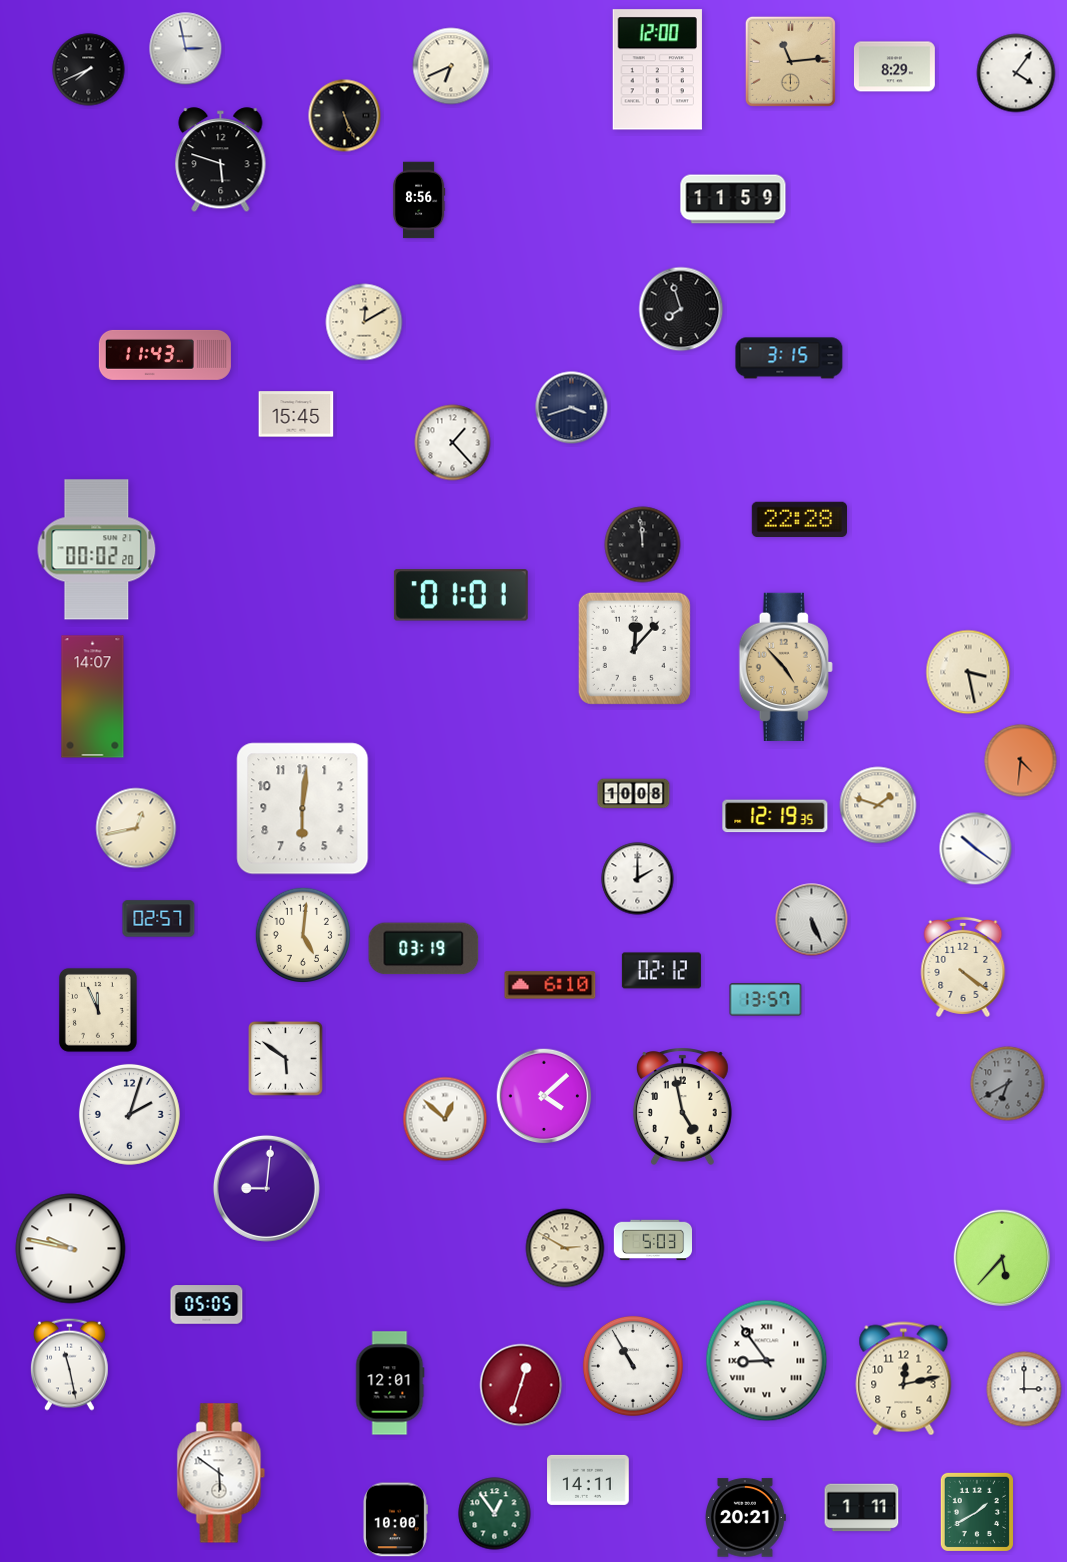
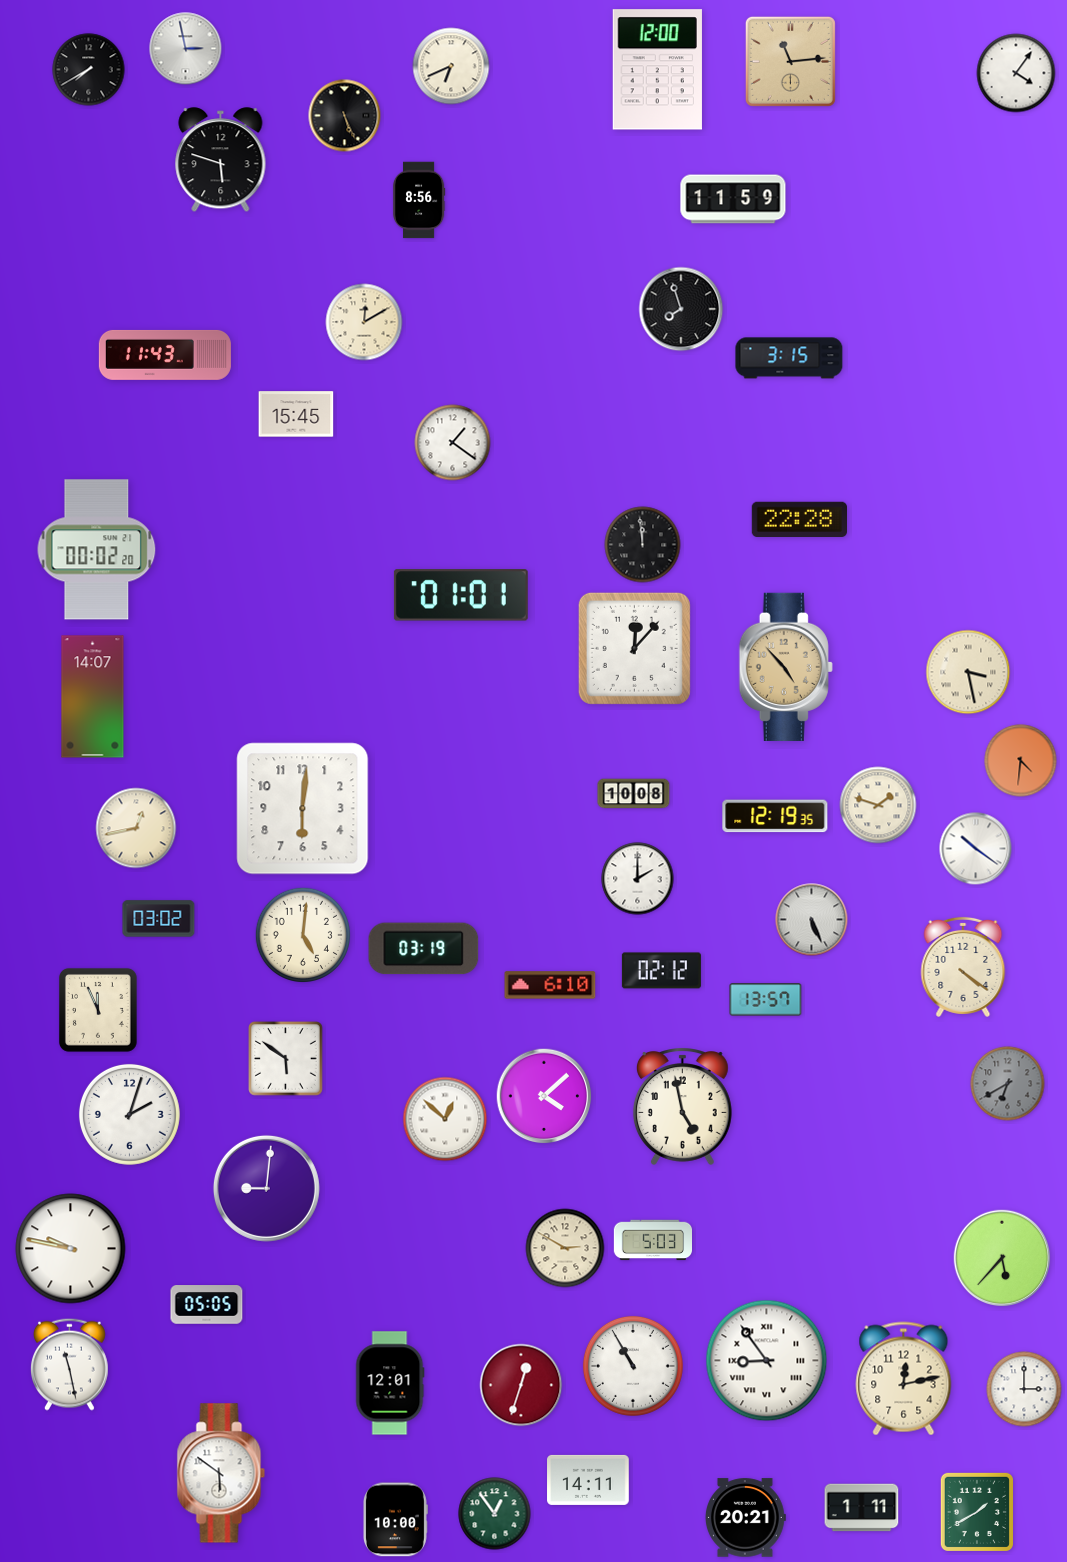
clock at (894, 67): 8:29 -> none
clock at (89, 70): 7:41 -> 7:40
clock at (572, 408): 3:42 -> none
clock at (453, 443): 1:23 -> 1:21
clock at (159, 919): 02:57 -> 03:02
